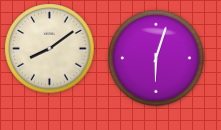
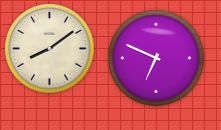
clock at (156, 58): 6:03 -> 6:49
